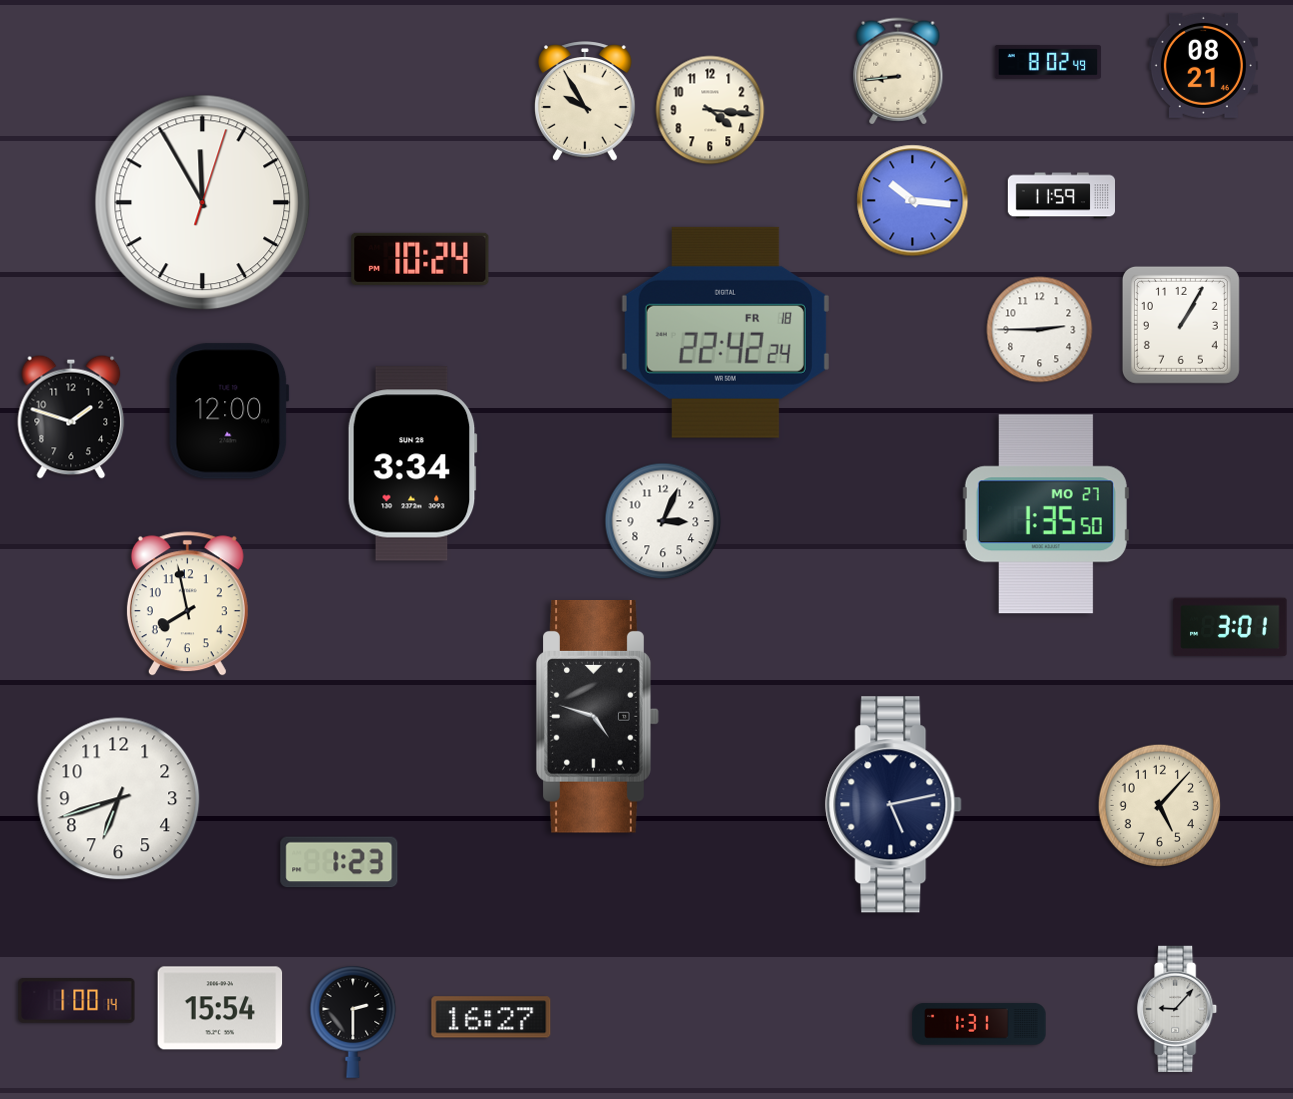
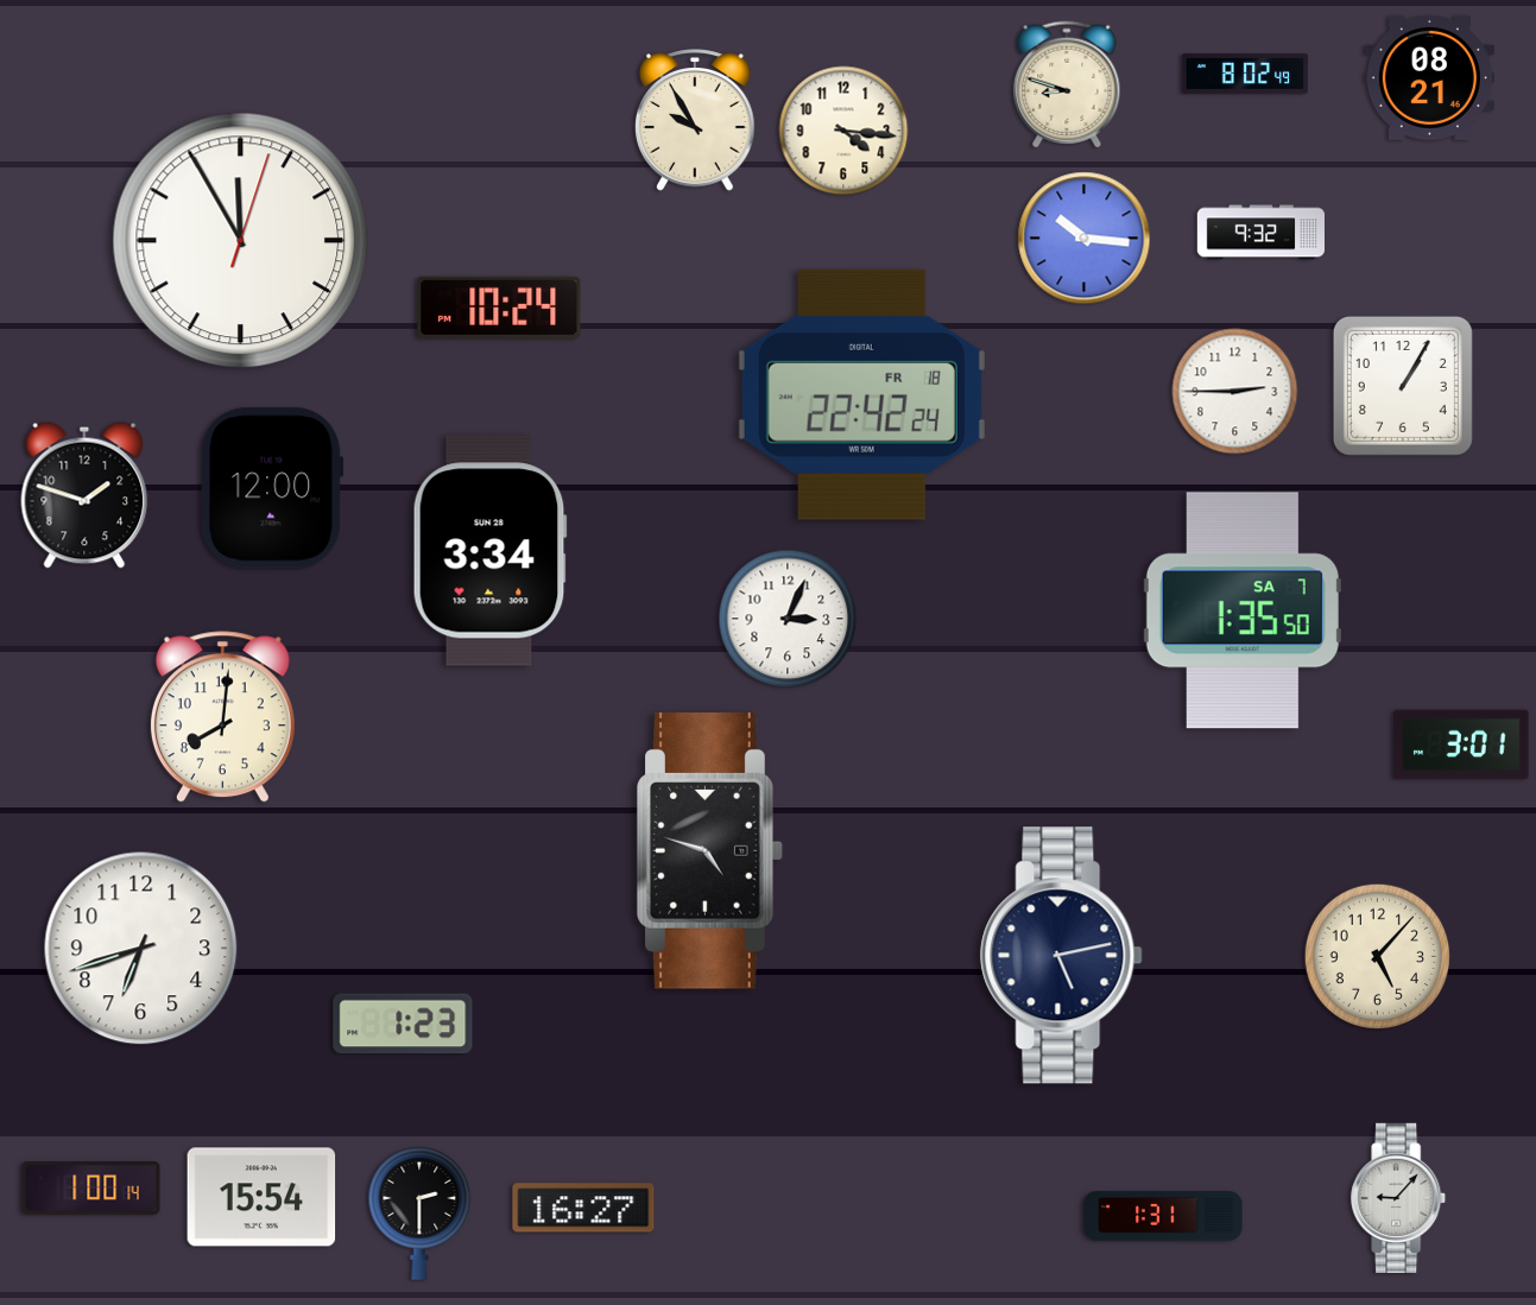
clock at (898, 71): 8:44 -> 8:48
clock at (1061, 196): 11:59 -> 9:32
clock at (1046, 514) date: MO 27 -> SA 7
clock at (187, 604): 7:58 -> 8:01
